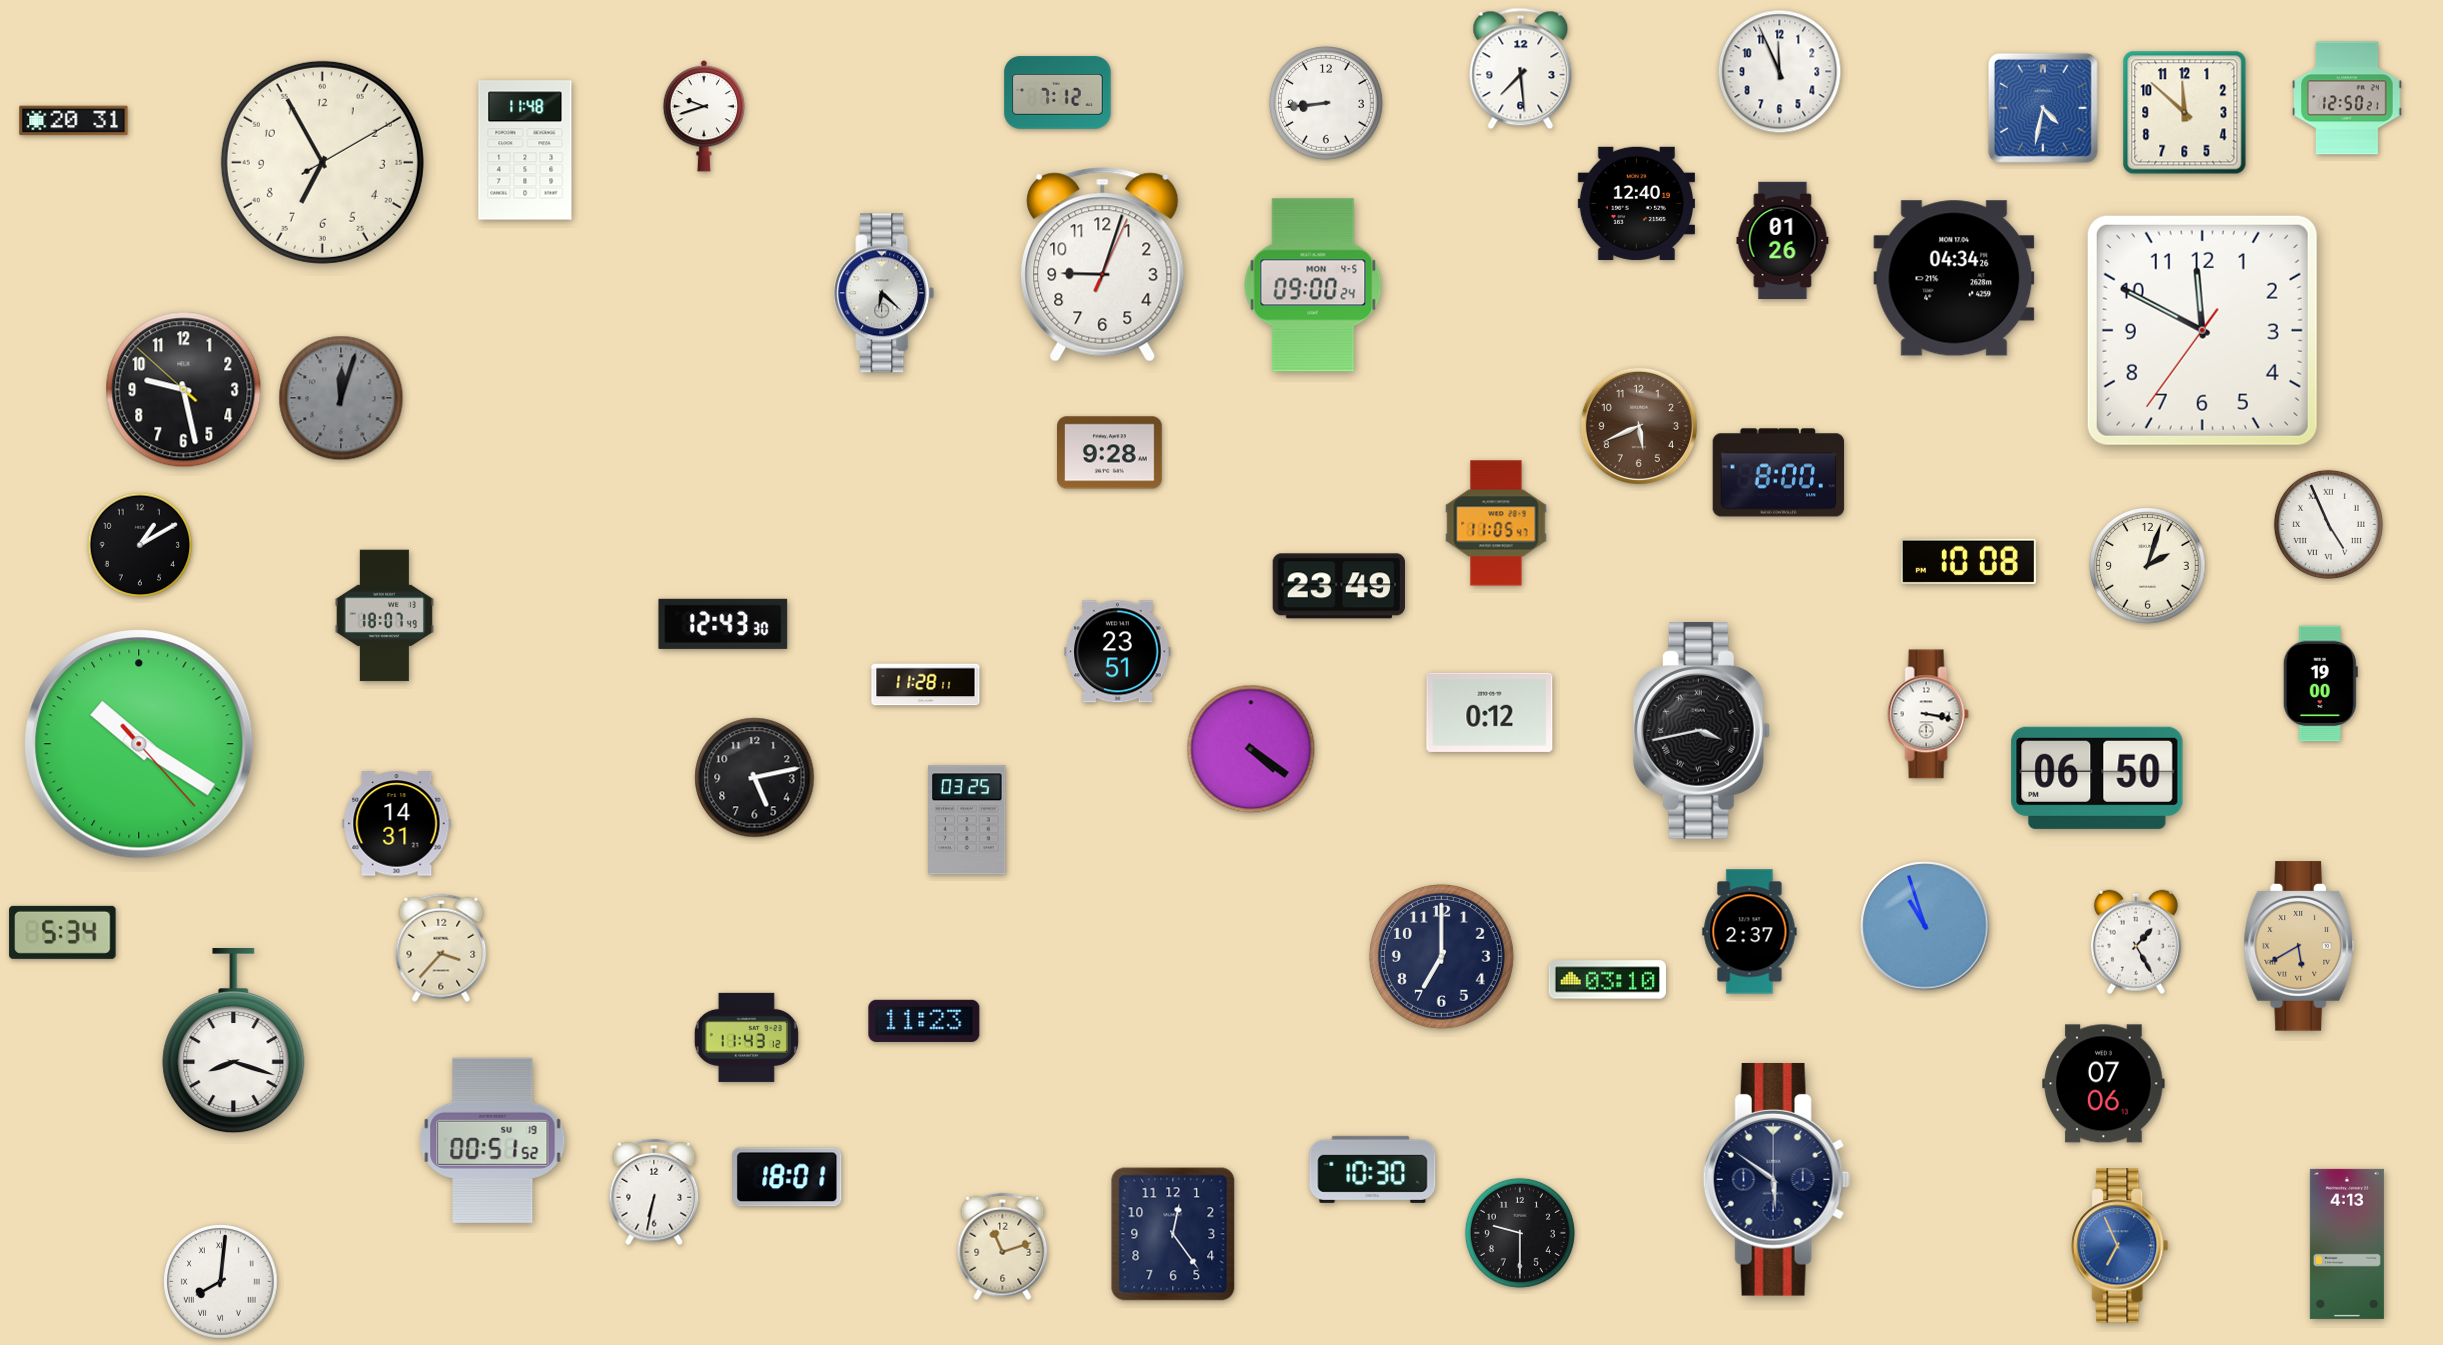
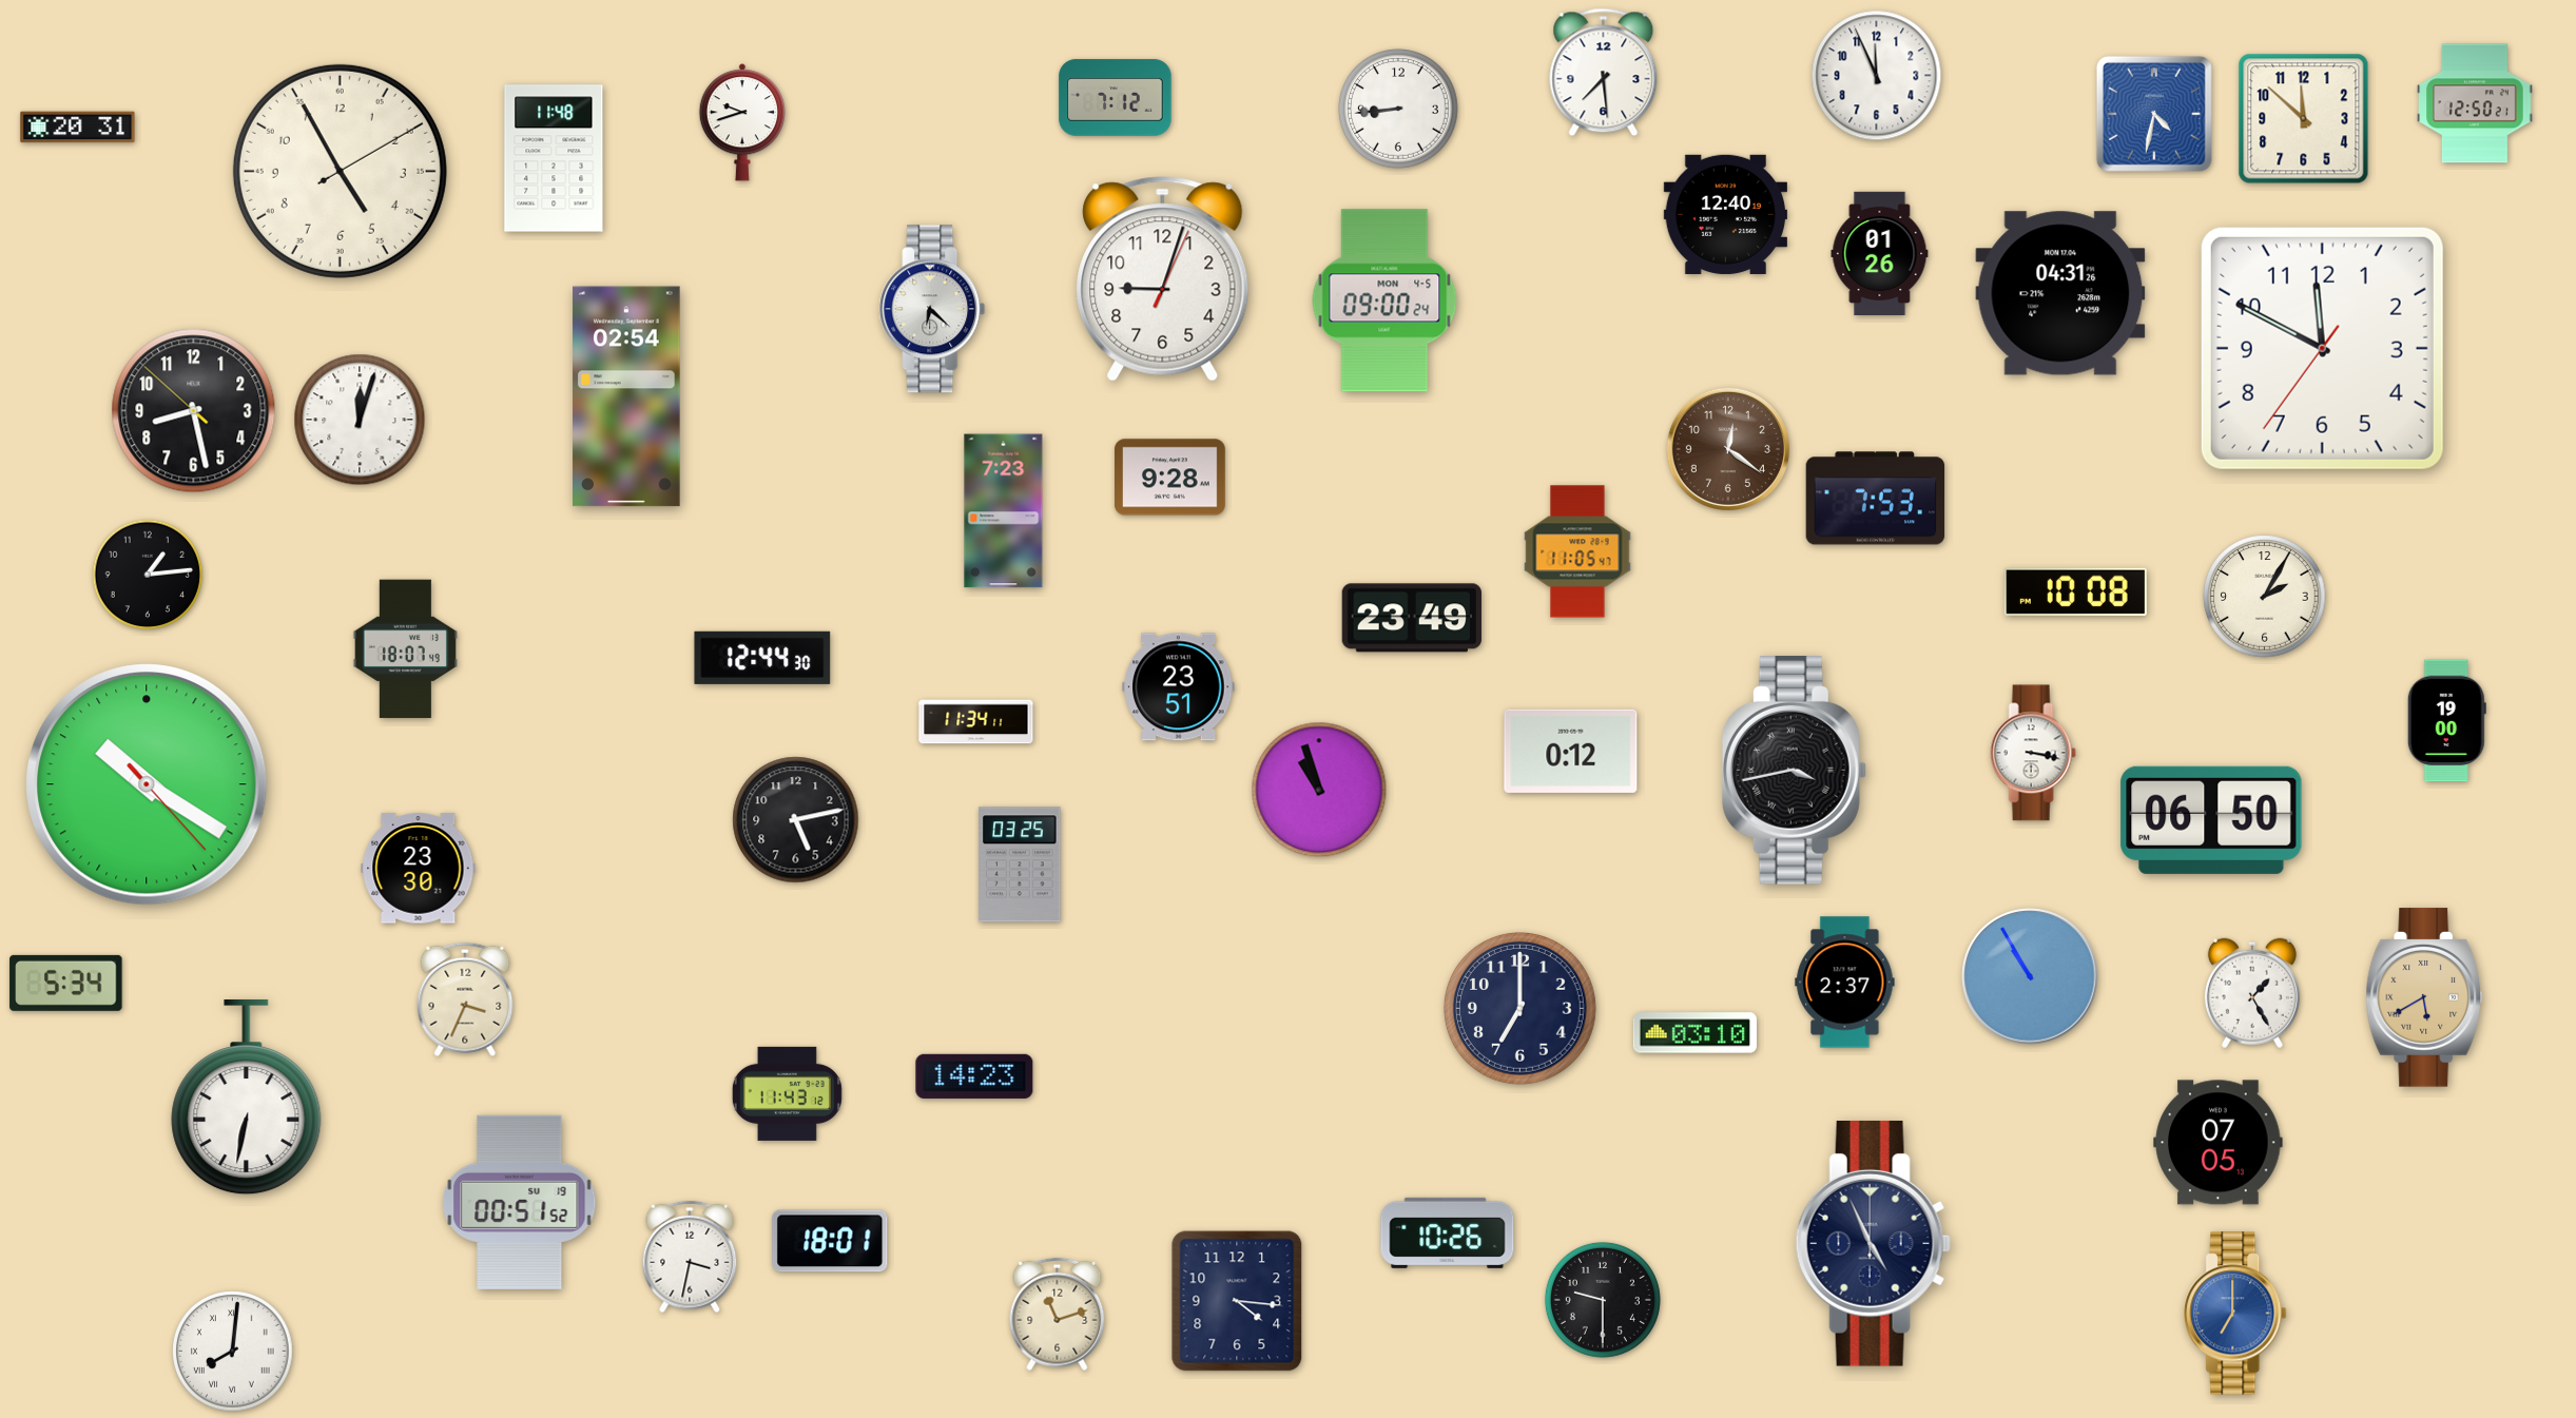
clock at (322, 162): 6:55 -> 4:55
clock at (1954, 278): 04:34 -> 04:31
clock at (626, 396): none -> 02:54
clock at (184, 390): 9:27 -> 8:27
clock at (341, 398) dial: grey -> white
clock at (1639, 426): 5:41 -> 12:21
clock at (1779, 473): 8:00 -> 7:53
clock at (1004, 511): none -> 7:23
clock at (2328, 524): 4:56 -> none
clock at (140, 545): 1:10 -> 1:14
clock at (2148, 566): 2:03 -> 2:05
clock at (723, 624): 12:43 -> 12:44
clock at (926, 685): 11:28 -> 11:34
clock at (1251, 749): 4:21 -> 10:57
clock at (397, 824): 14:31 -> 23:30
clock at (1925, 926): 10:57 -> 10:55
clock at (441, 948): 3:37 -> 3:34
clock at (924, 1021): 11:23 -> 14:23
clock at (234, 1042): 8:18 -> 6:32
clock at (2104, 1084): 07:06 -> 07:05
clock at (1373, 1169): 10:30 -> 10:26
clock at (1776, 1179): 5:51 -> 4:56
clock at (654, 1192): 6:32 -> 3:32
clock at (1173, 1234): 12:24 -> 4:16
clock at (2347, 1244): 4:13 -> none
clock at (2120, 1246): 6:56 -> 7:00
